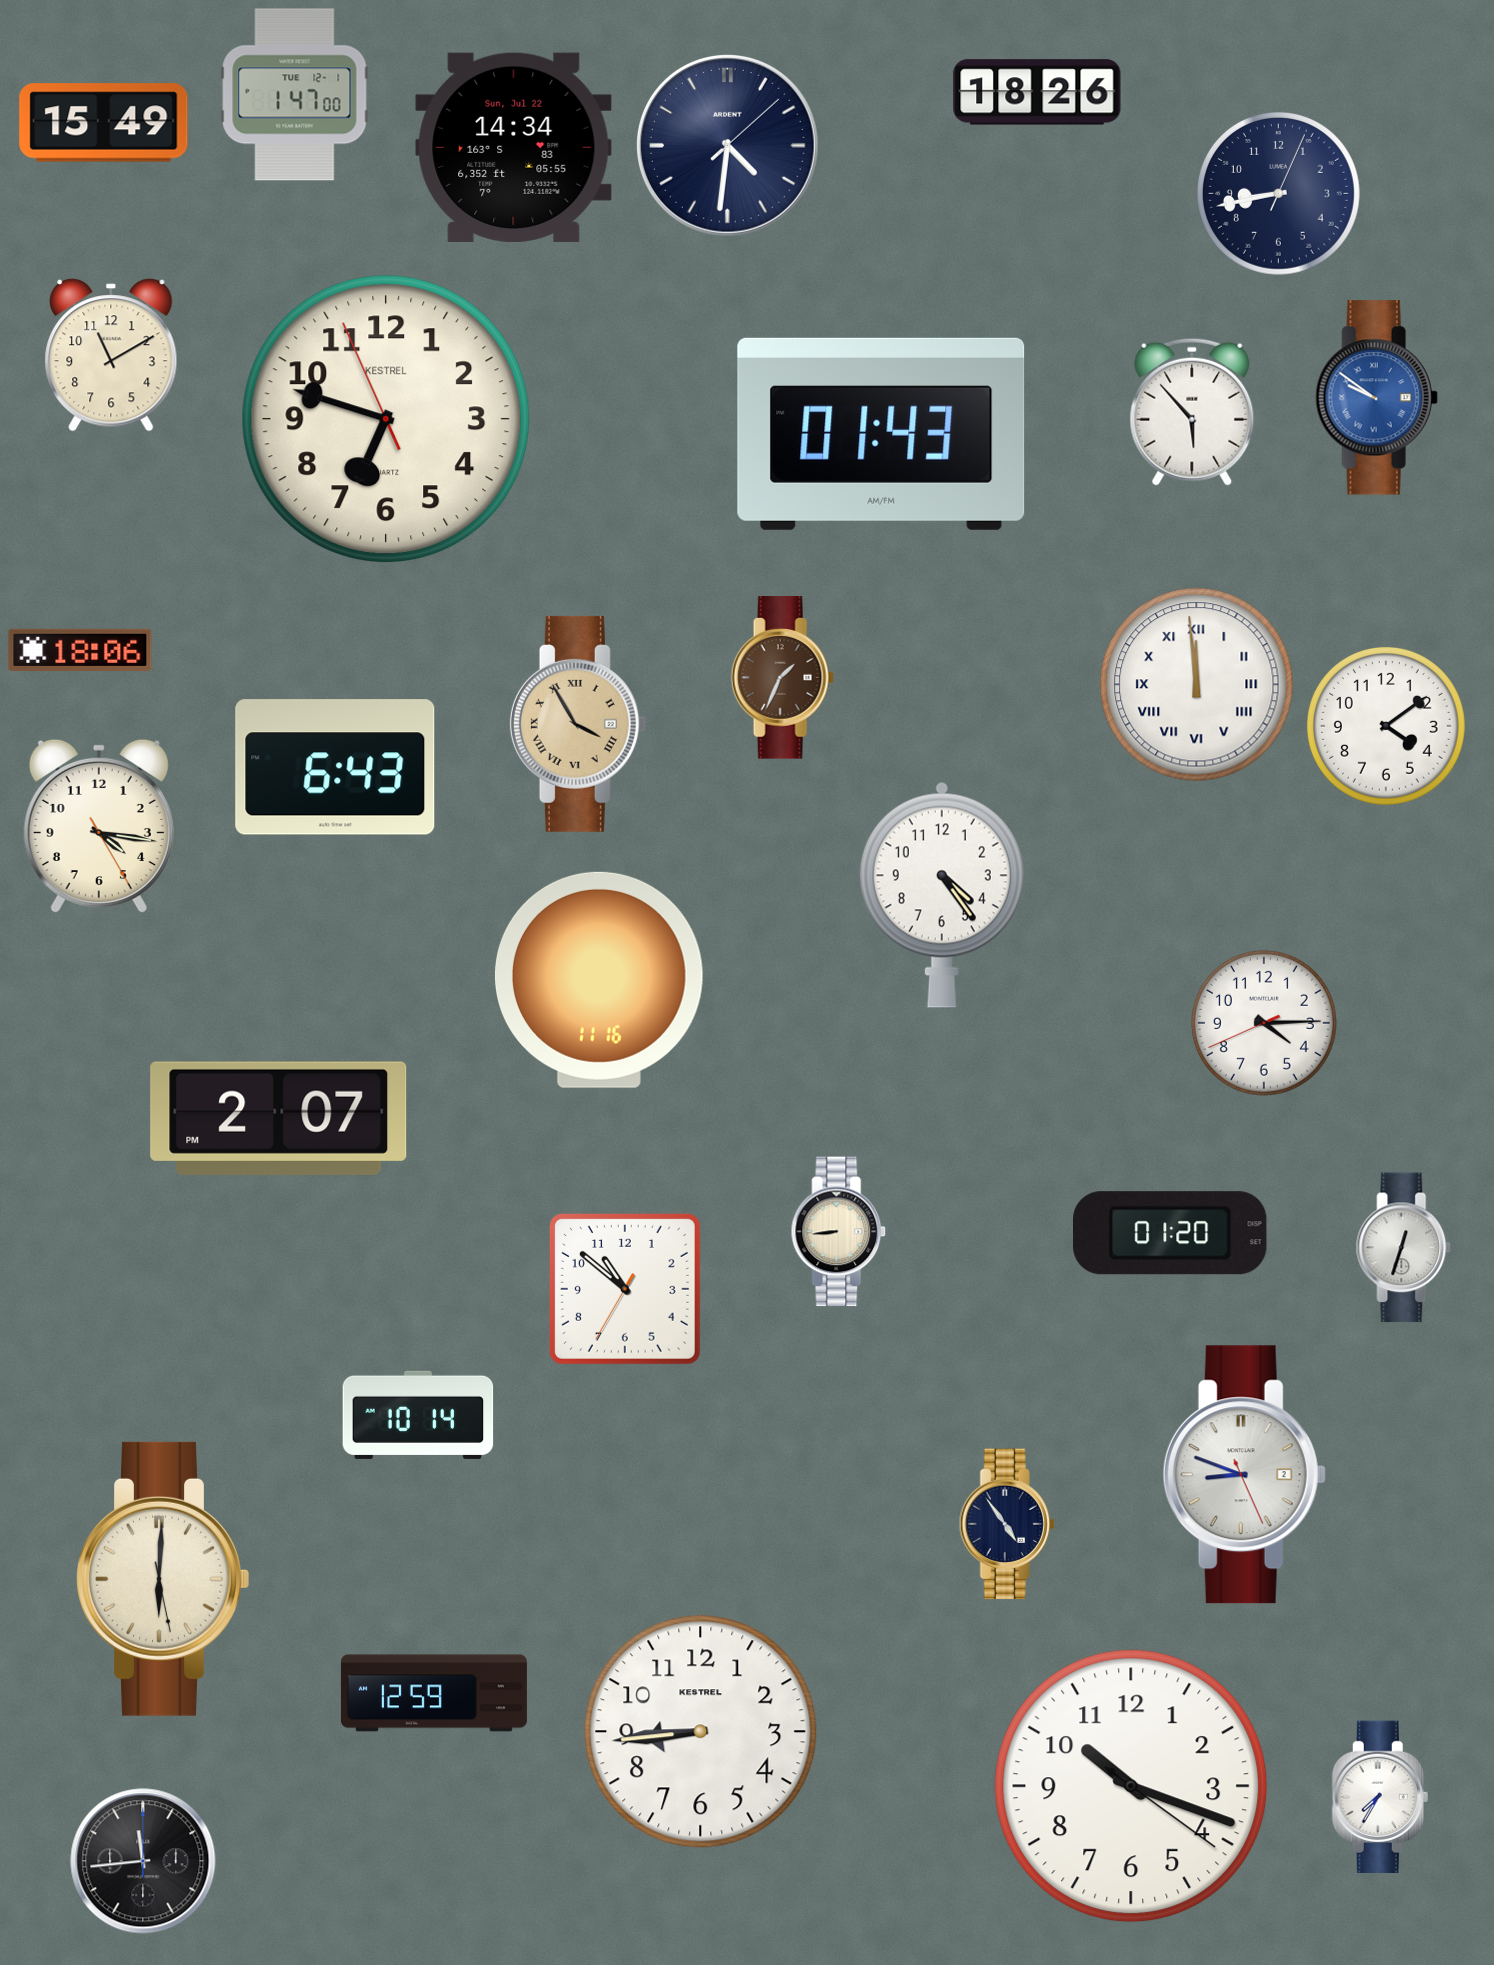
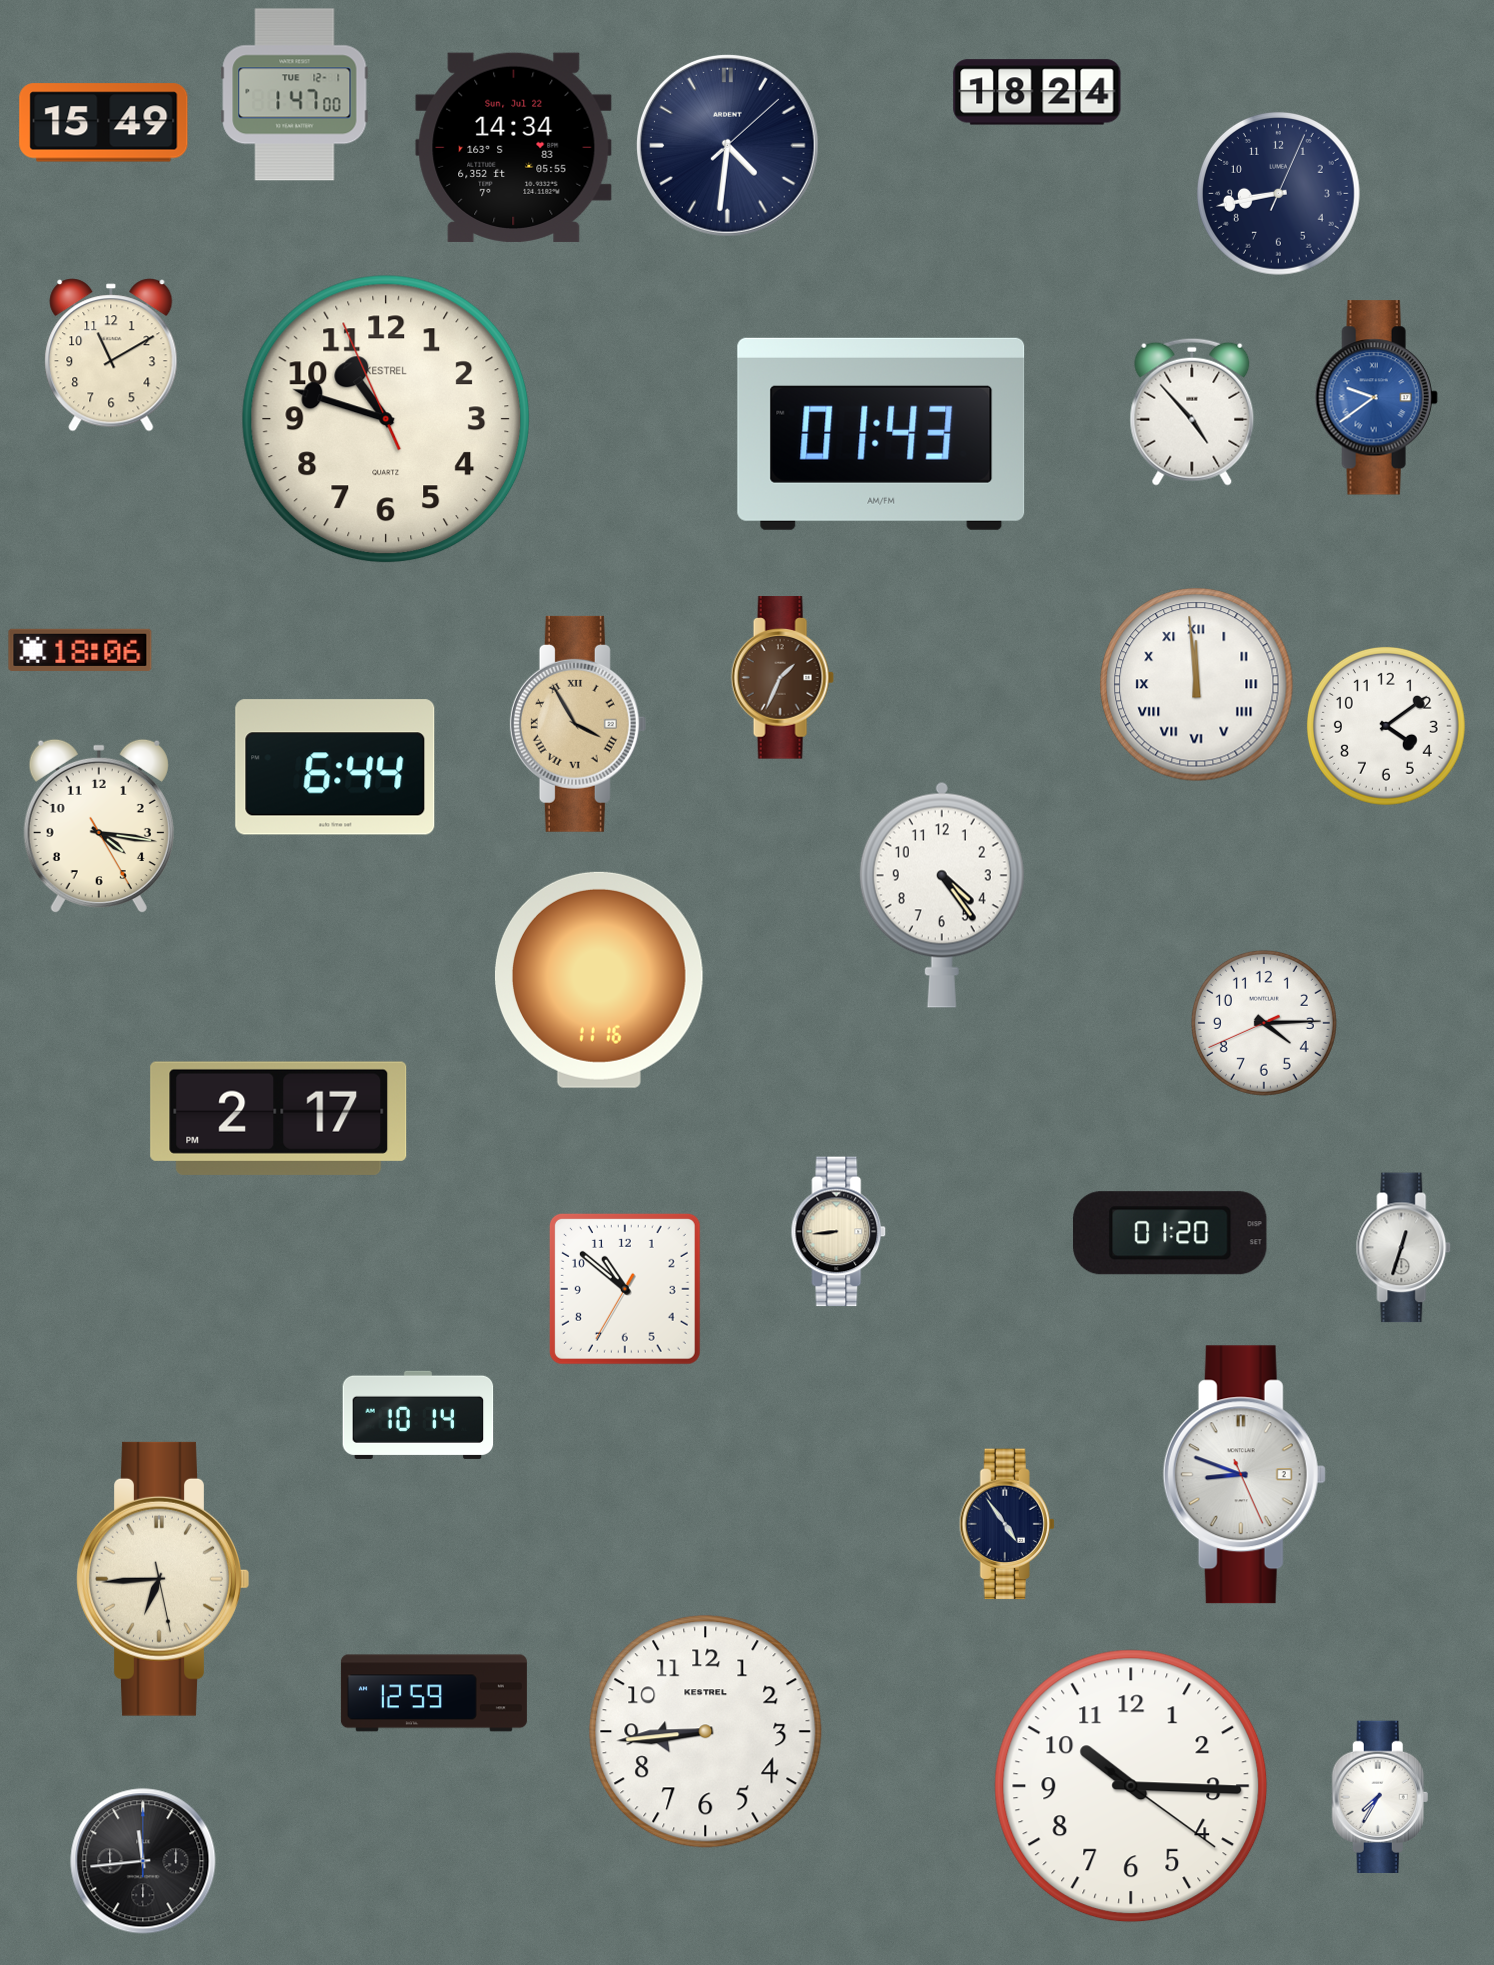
clock at (1037, 92): 18:26 -> 18:24
clock at (1376, 398): 9:51 -> 9:39
clock at (1192, 412): 5:53 -> 4:53
clock at (386, 419): 6:47 -> 10:47
clock at (335, 767): 6:43 -> 6:44
clock at (279, 1118): 2:07 -> 2:17
clock at (163, 1579): 6:00 -> 6:44
clock at (701, 1732) position: (701, 1732) -> (706, 1732)
clock at (1131, 1786): 10:18 -> 10:15
